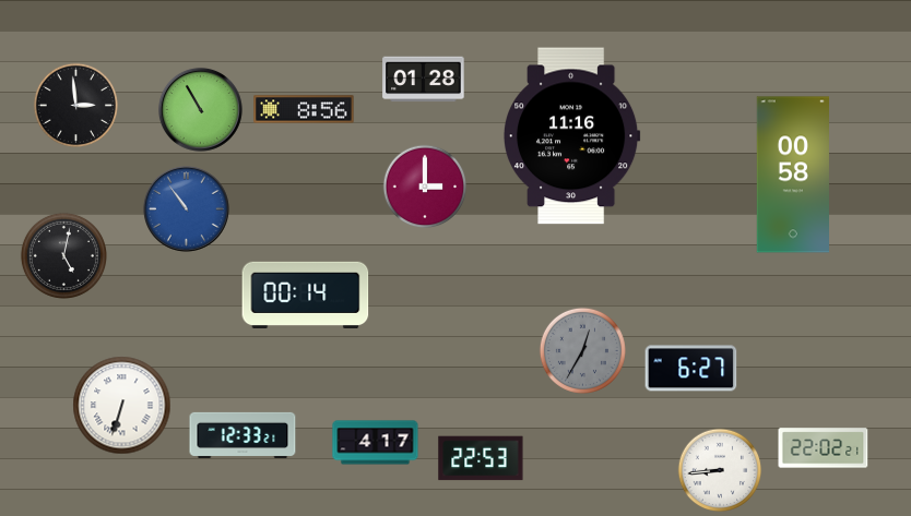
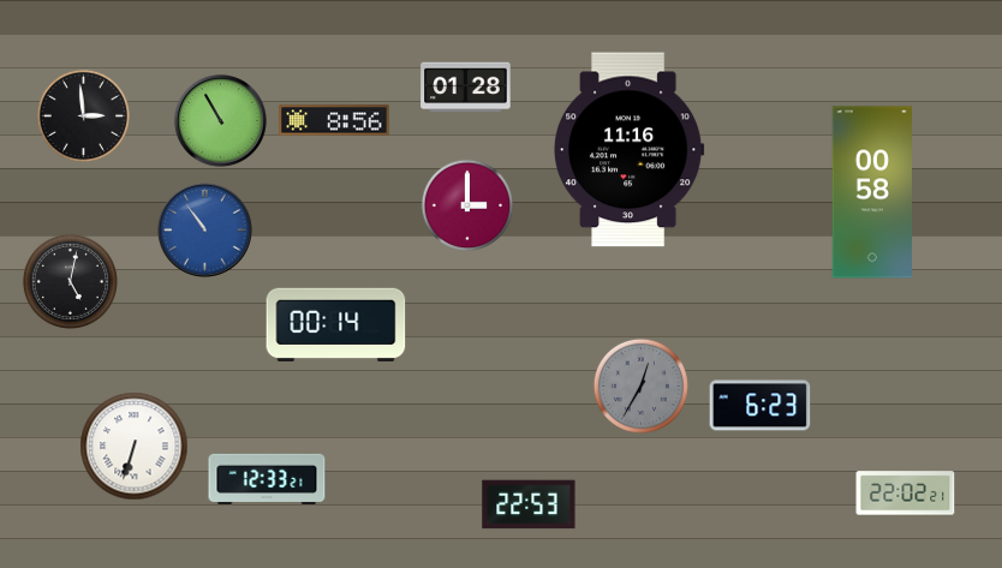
clock at (691, 369): 6:27 -> 6:23
clock at (376, 443): 4:17 -> none
clock at (720, 470): 8:44 -> none
